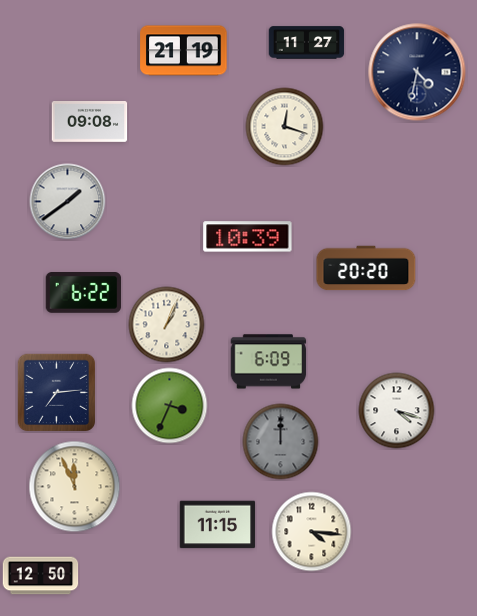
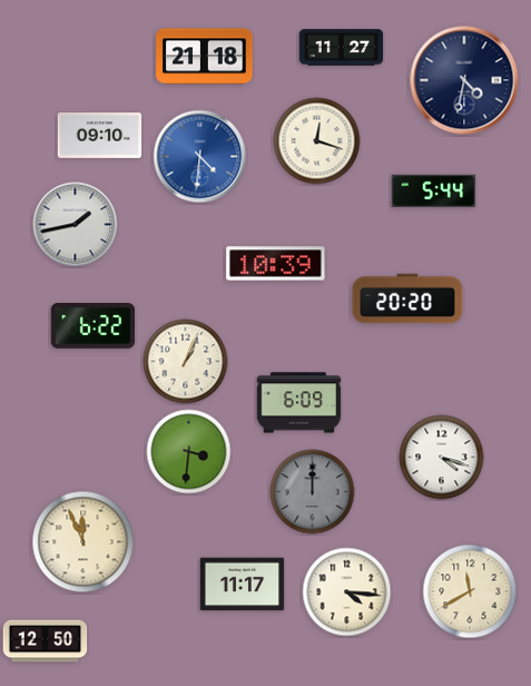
clock at (184, 51): 21:19 -> 21:18
clock at (90, 122): 09:08 -> 09:10
clock at (200, 157): none -> 4:31
clock at (434, 190): none -> 5:44
clock at (68, 202): 1:39 -> 1:43
clock at (57, 393): 7:14 -> none
clock at (170, 406): 3:34 -> 3:31
clock at (218, 525): 11:15 -> 11:17
clock at (470, 591): none -> 11:40
